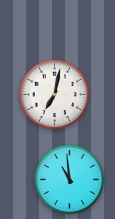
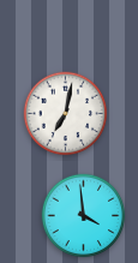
clock at (70, 180): 10:59 -> 3:59
